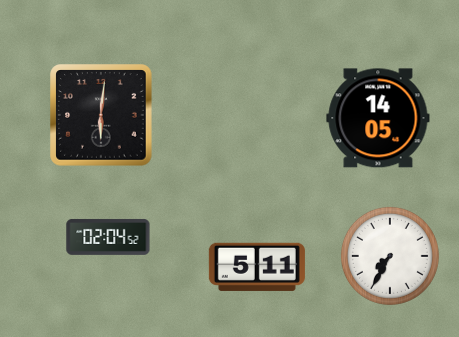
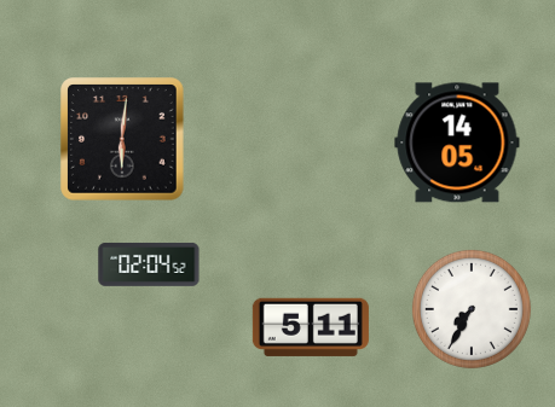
clock at (108, 237) position: (108, 237) -> (149, 264)
clock at (257, 267) position: (257, 267) -> (311, 327)
